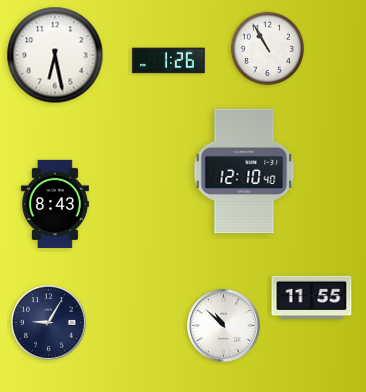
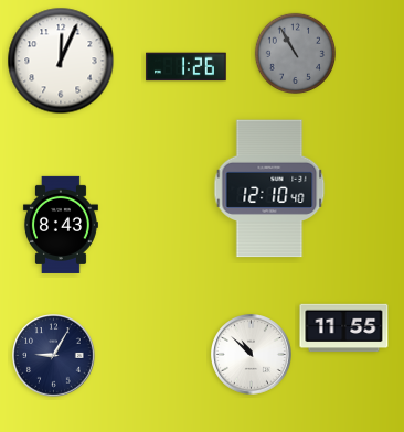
clock at (267, 48) dial: white -> grey
clock at (55, 55): 6:28 -> 12:04
clock at (224, 326) position: (224, 326) -> (252, 355)
